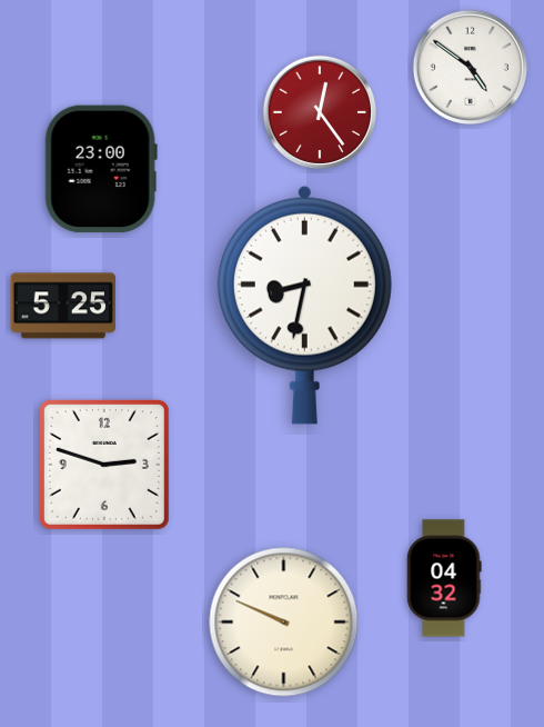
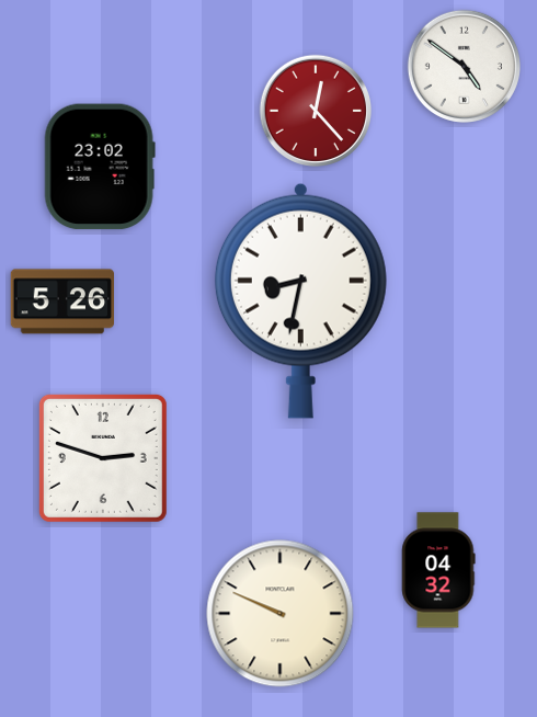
clock at (319, 111): 12:24 -> 12:23
clock at (101, 169): 23:00 -> 23:02
clock at (63, 306): 5:25 -> 5:26
